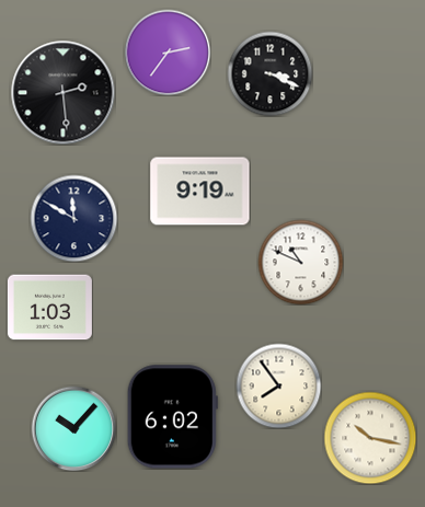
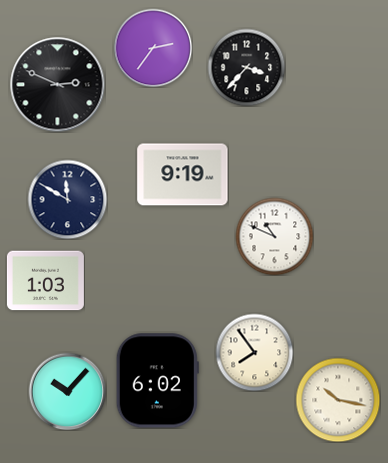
clock at (269, 73): 3:19 -> 3:37
clock at (62, 92): 2:29 -> 2:49
clock at (300, 262) position: (300, 262) -> (274, 236)
